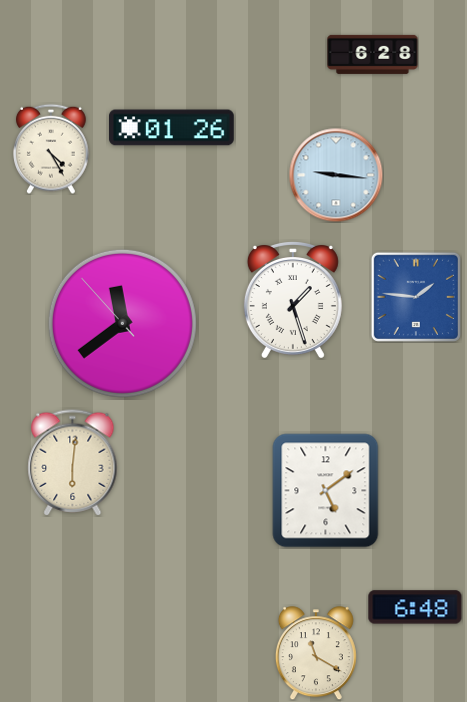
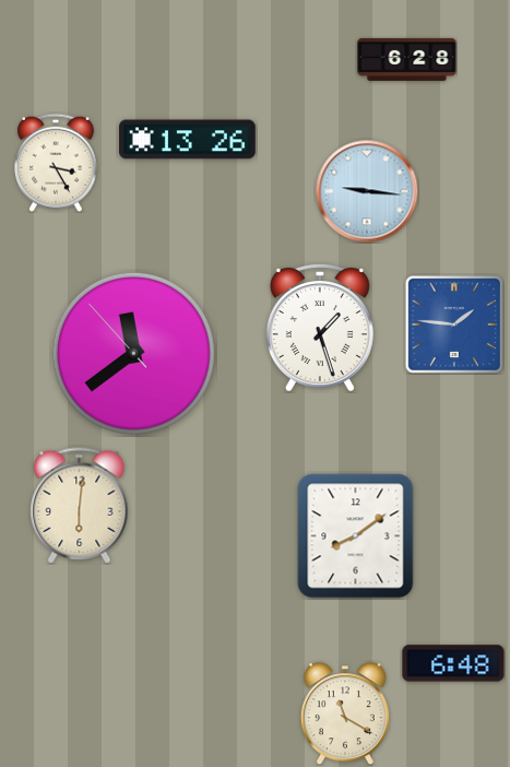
clock at (172, 128): 01:26 -> 13:26
clock at (52, 149): 4:25 -> 3:25
clock at (326, 491): 5:09 -> 8:09
